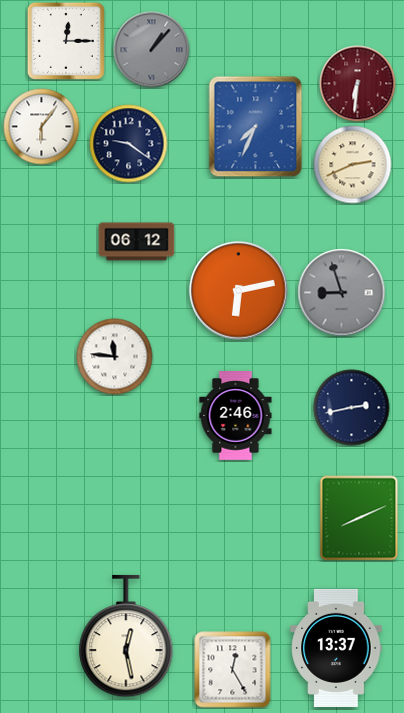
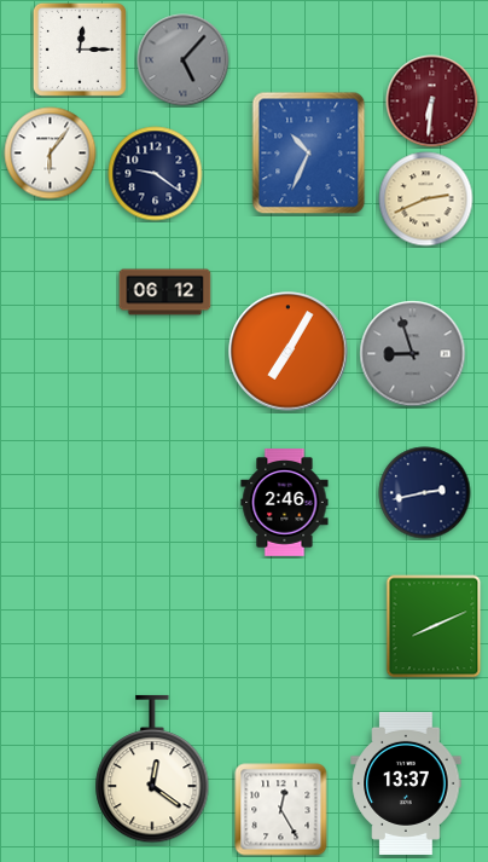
clock at (152, 50): 1:07 -> 5:07
clock at (256, 127): 7:34 -> 10:34
clock at (239, 291): 6:13 -> 7:05
clock at (115, 357): 11:46 -> none
clock at (126, 636): 12:28 -> 12:21
